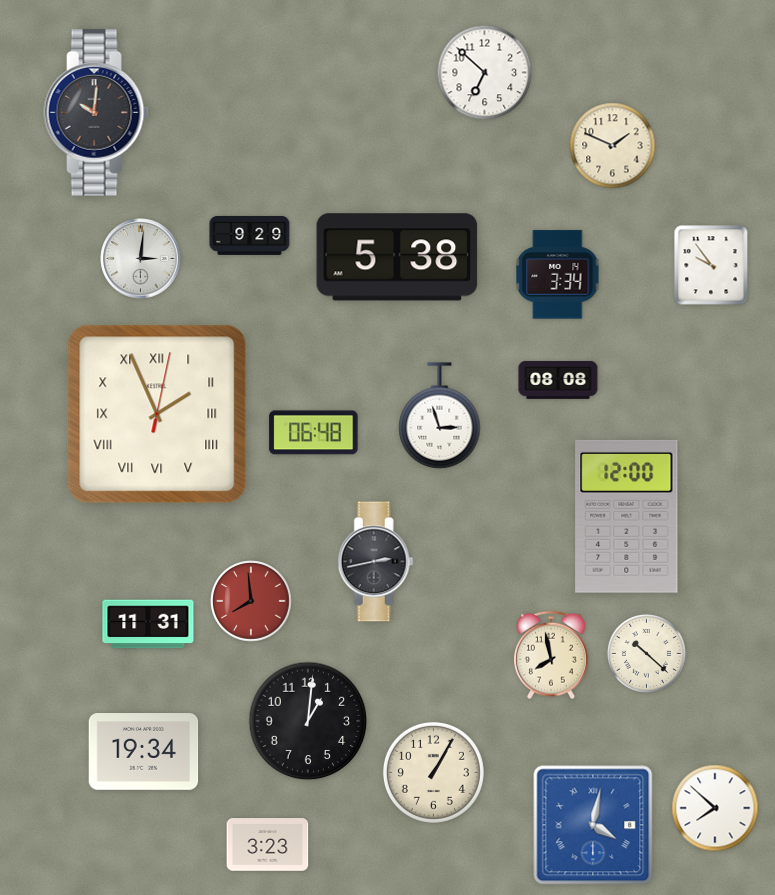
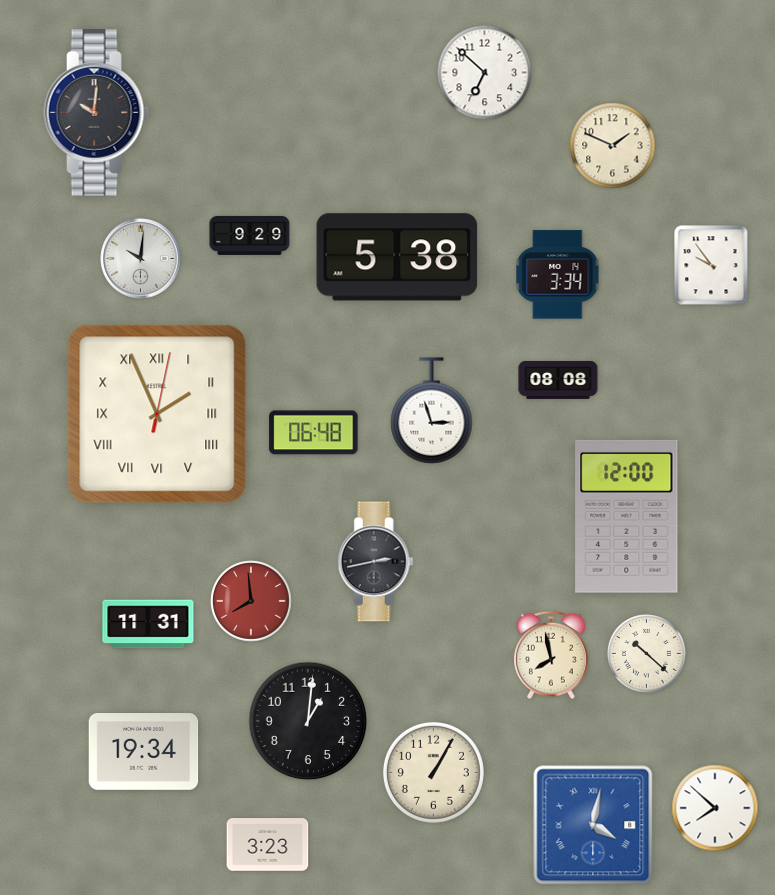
clock at (141, 259): 3:01 -> 10:01
clock at (440, 416) position: (440, 416) -> (432, 411)
